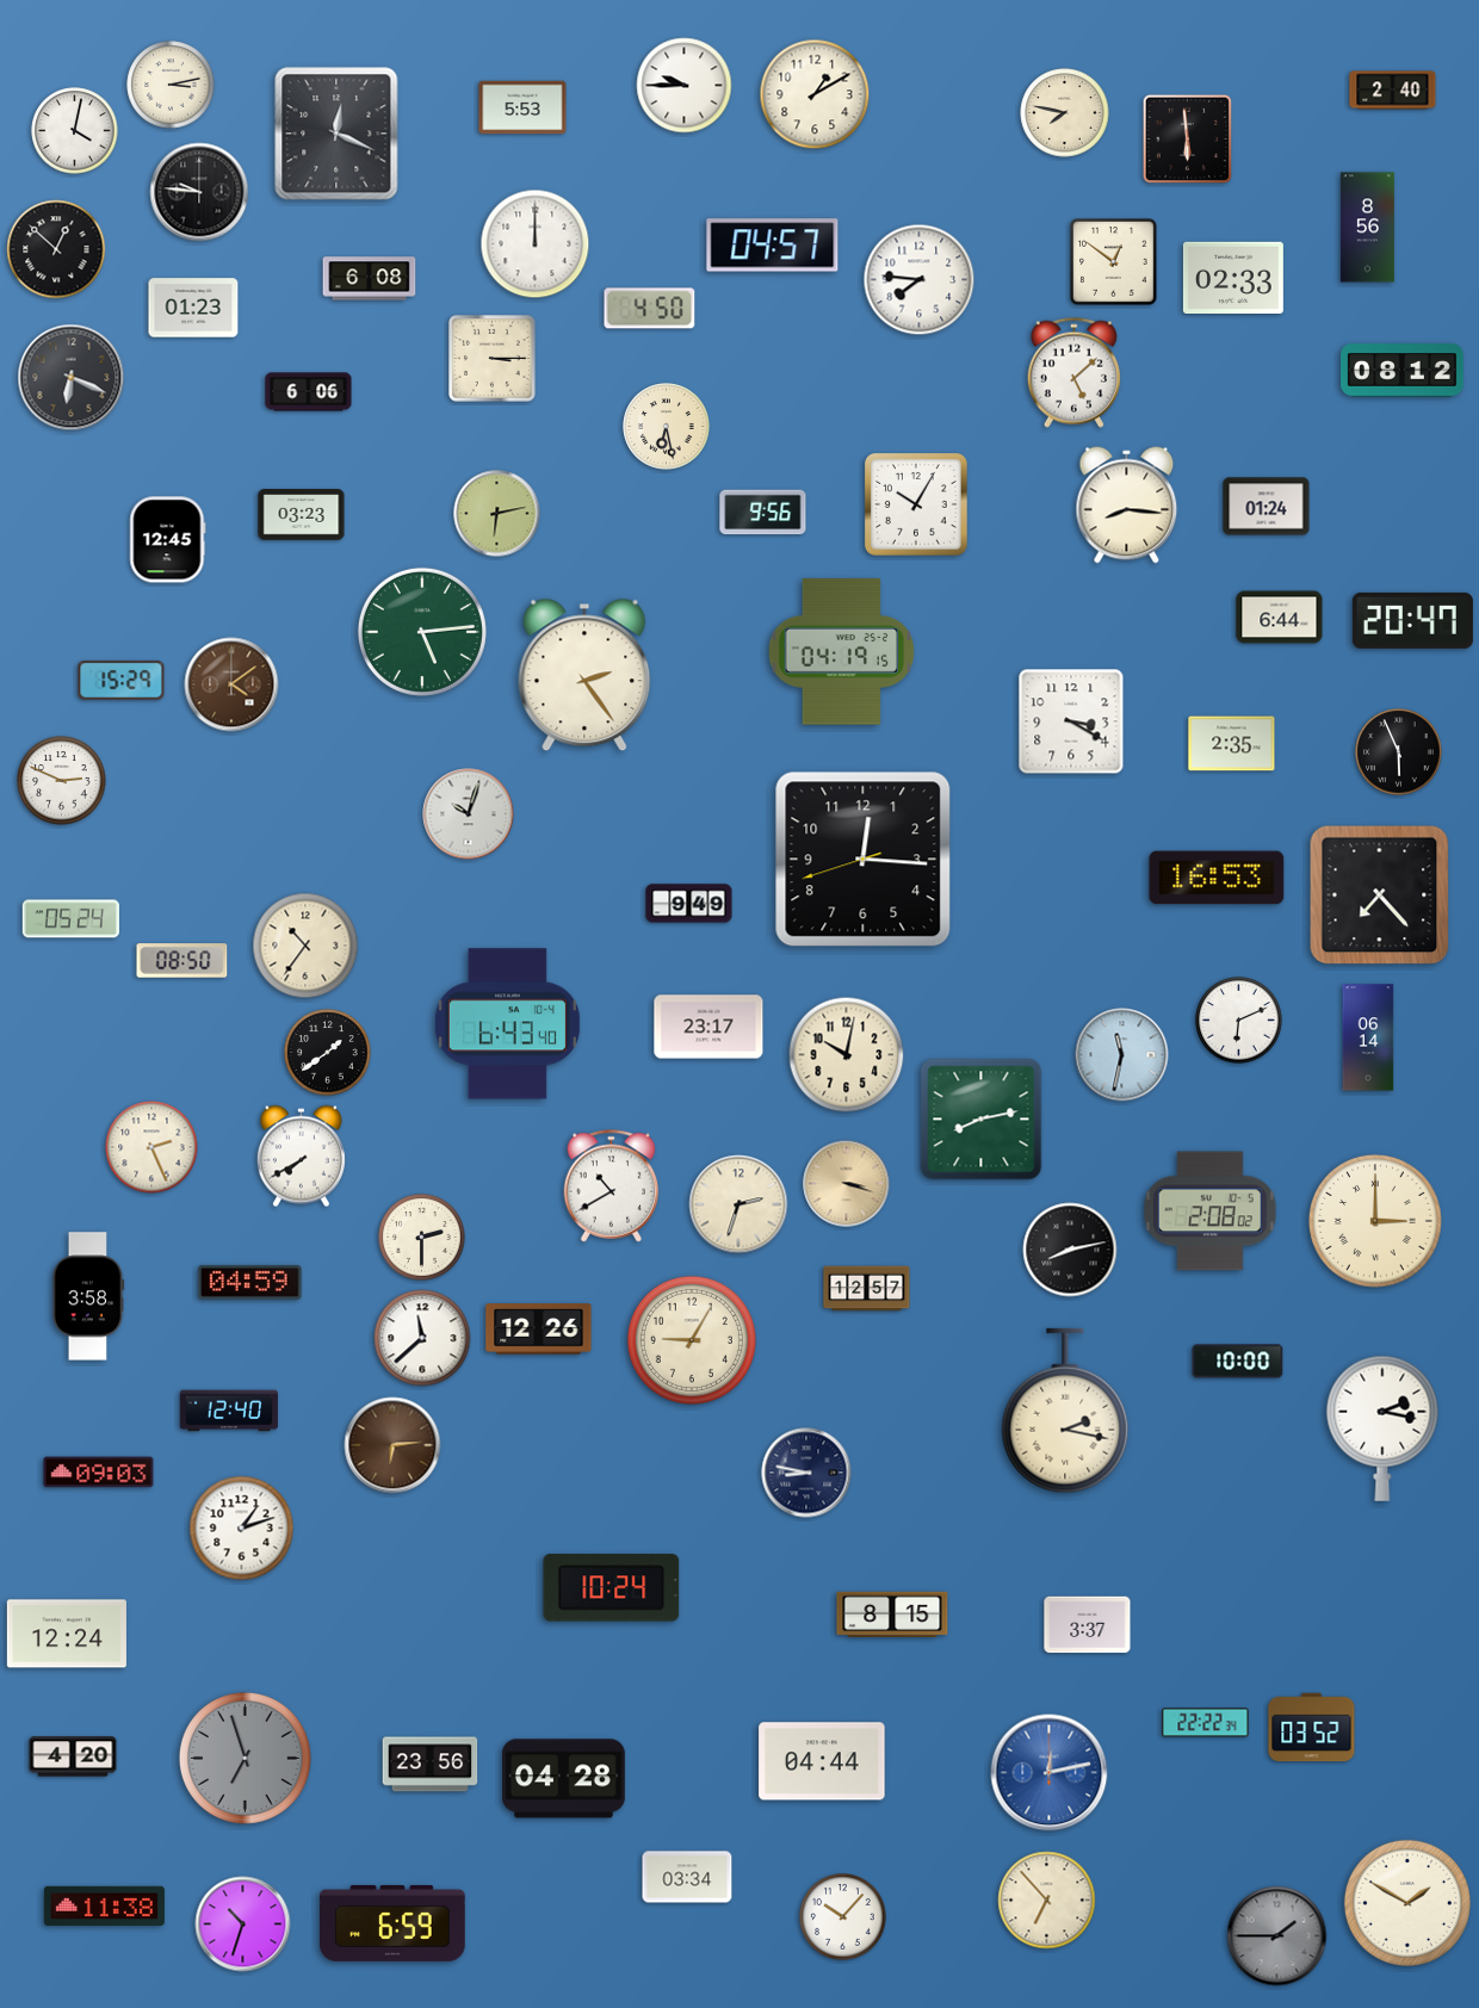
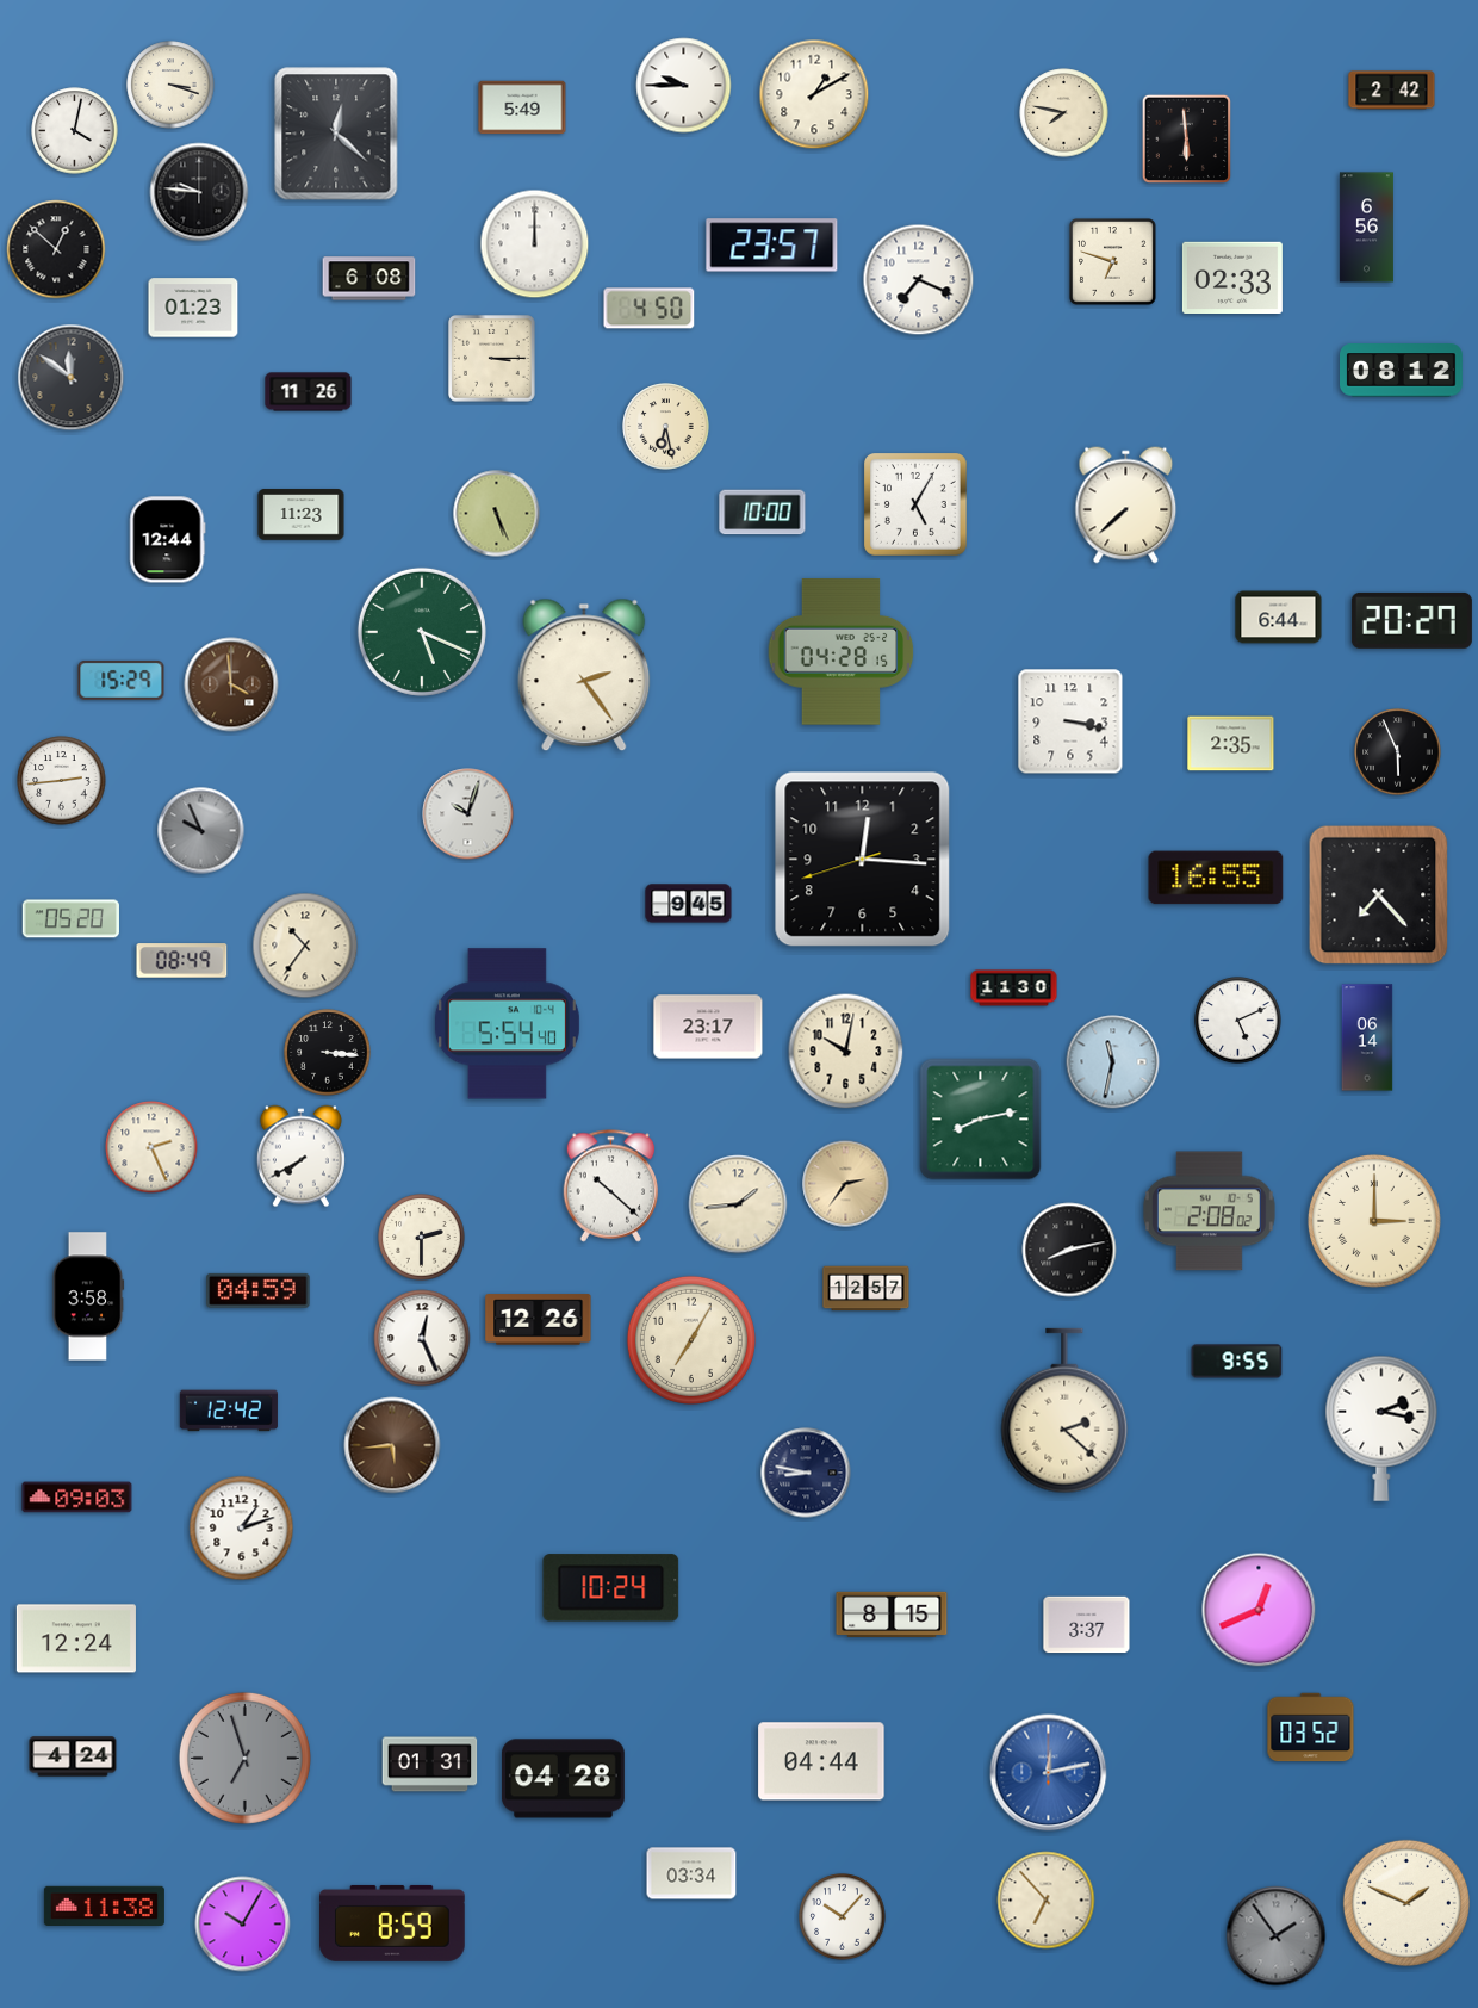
clock at (171, 85): 3:13 -> 3:18
clock at (1393, 91): 2:40 -> 2:42
clock at (522, 107): 5:53 -> 5:49
clock at (336, 134): 12:19 -> 12:22
clock at (1367, 228): 8:56 -> 6:56
clock at (773, 246): 04:57 -> 23:57
clock at (1114, 262): 12:51 -> 6:48
clock at (920, 280): 7:46 -> 7:19
clock at (1073, 372): 5:08 -> none
clock at (72, 378): 6:19 -> 11:51
clock at (309, 392): 6:06 -> 11:26
clock at (916, 504): 10:05 -> 5:05
clock at (1127, 506): 8:16 -> 7:38
clock at (1267, 507): 01:24 -> none
clock at (763, 513): 9:56 -> 10:00
clock at (497, 514): 6:13 -> 5:26
clock at (302, 515): 03:23 -> 11:23
clock at (168, 540): 12:45 -> 12:44
clock at (1412, 620): 20:47 -> 20:27
clock at (422, 632): 5:14 -> 5:19
clock at (842, 652): 04:19 -> 04:28
clock at (231, 684): 4:09 -> 3:59
clock at (1071, 721): 3:20 -> 3:17
clock at (62, 781): 2:49 -> 2:44
clock at (201, 831): none -> 9:56
clock at (1217, 878): 16:53 -> 16:55
clock at (689, 904): 9:49 -> 9:45
clock at (70, 919): 05:24 -> 05:20
clock at (182, 961): 08:50 -> 08:49
clock at (1014, 988): none -> 11:30
clock at (1239, 1021): 6:11 -> 5:11
clock at (507, 1024): 6:43 -> 5:54
clock at (328, 1053): 1:39 -> 3:16
clock at (847, 1055) position: (847, 1055) -> (846, 1052)
clock at (1122, 1055) position: (1122, 1055) -> (1113, 1062)
clock at (847, 1184): 3:18 -> 2:36
clock at (612, 1186): 10:40 -> 10:22
clock at (738, 1204): 2:33 -> 1:44
clock at (250, 1282) position: (250, 1282) -> (259, 1290)
clock at (539, 1330) position: (539, 1330) -> (539, 1320)
clock at (422, 1338): 11:38 -> 12:26
clock at (692, 1340): 9:05 -> 7:05
clock at (1238, 1362): 10:00 -> 9:55
clock at (229, 1411): 12:40 -> 12:42
clock at (1065, 1411): 2:17 -> 2:22
clock at (392, 1445): 6:14 -> 5:44
clock at (99, 1473) position: (99, 1473) -> (77, 1498)
clock at (1259, 1610): none -> 12:41
clock at (67, 1634) position: (67, 1634) -> (76, 1638)
clock at (1206, 1723): 22:22 -> none
clock at (73, 1756): 4:20 -> 4:24
clock at (431, 1765): 23:56 -> 01:31
clock at (687, 1877) position: (687, 1877) -> (691, 1873)
clock at (1407, 1903): 1:50 -> 1:49
clock at (394, 1923): 6:59 -> 8:59
clock at (243, 1925): 10:33 -> 10:05
clock at (1277, 1936): 1:45 -> 1:54
